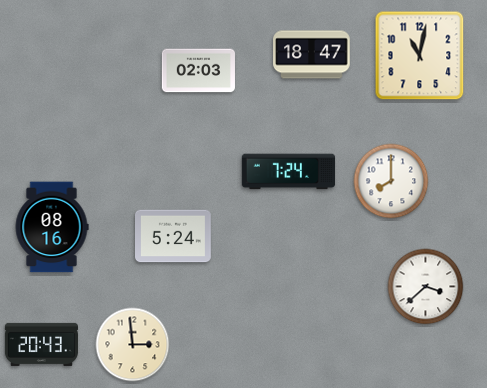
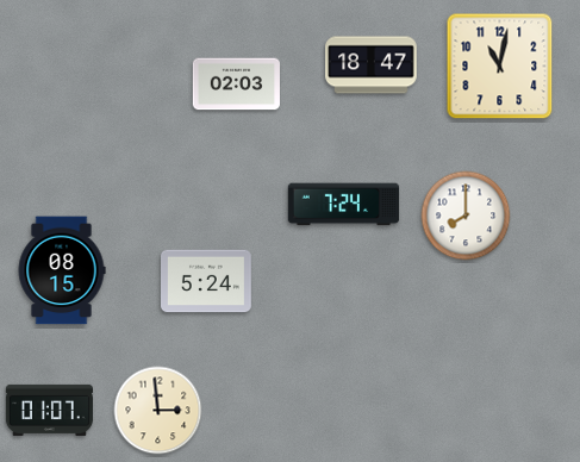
clock at (52, 227): 08:16 -> 08:15
clock at (426, 287): 3:38 -> none
clock at (41, 344): 20:43 -> 01:07
